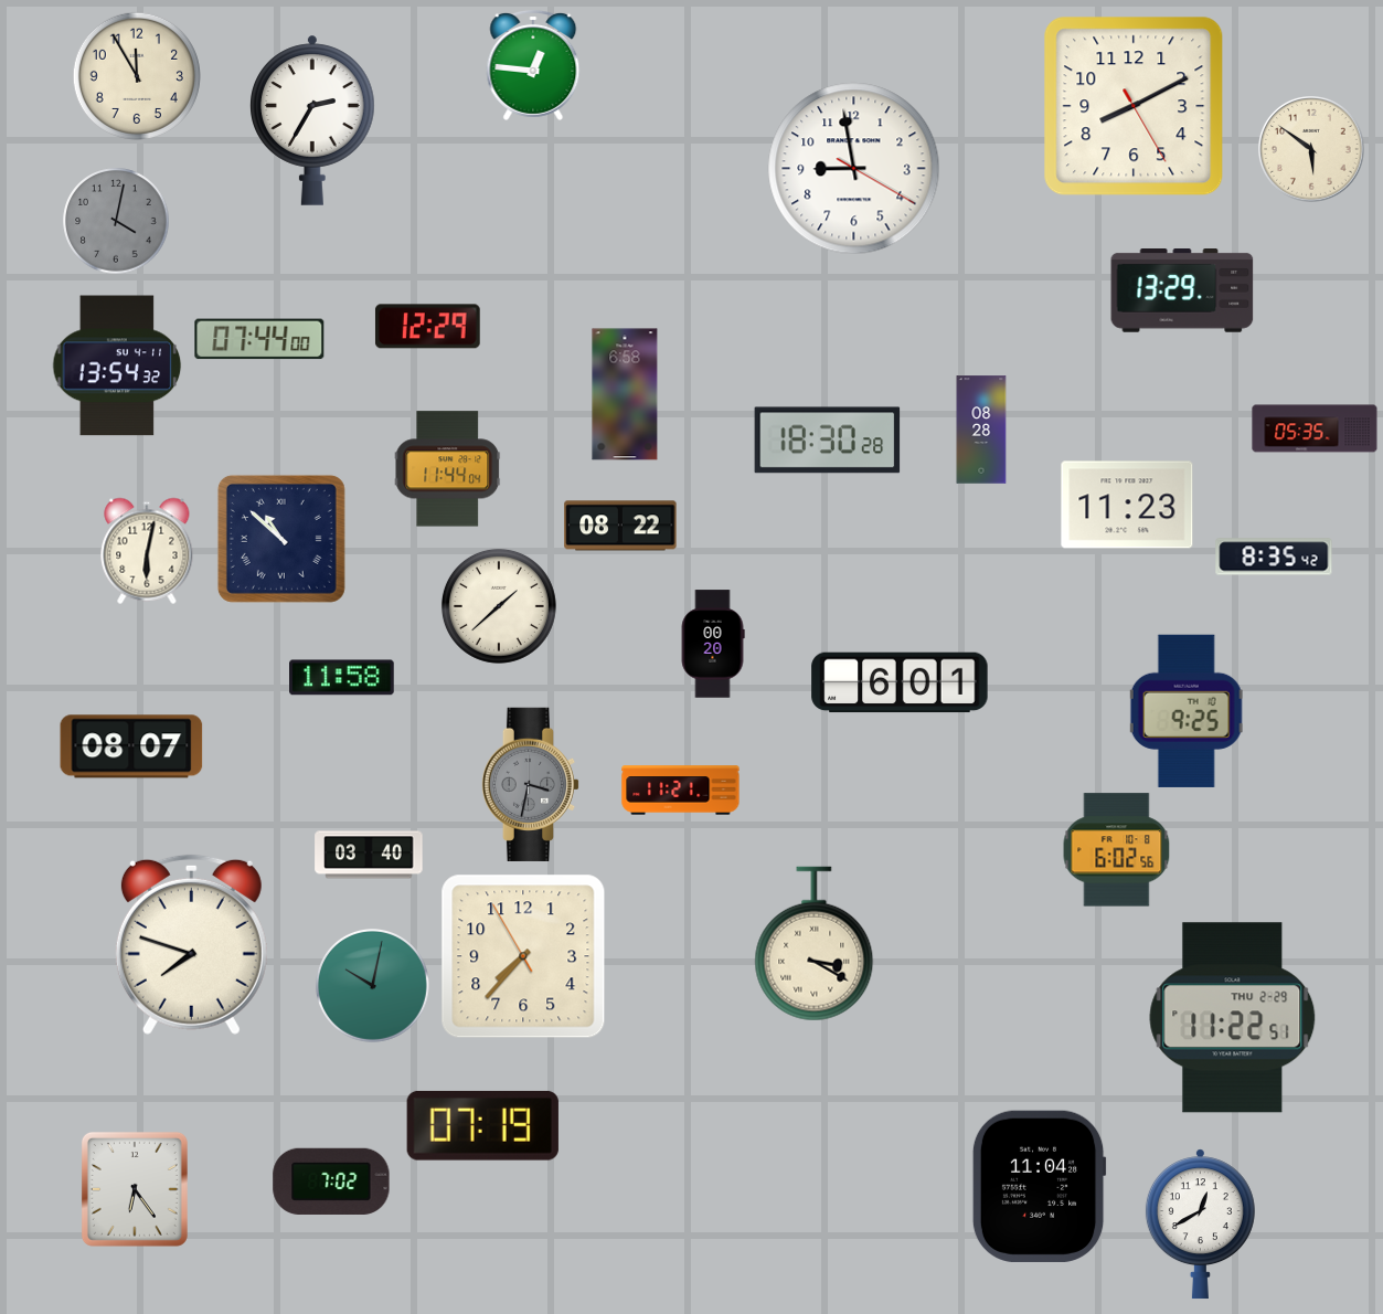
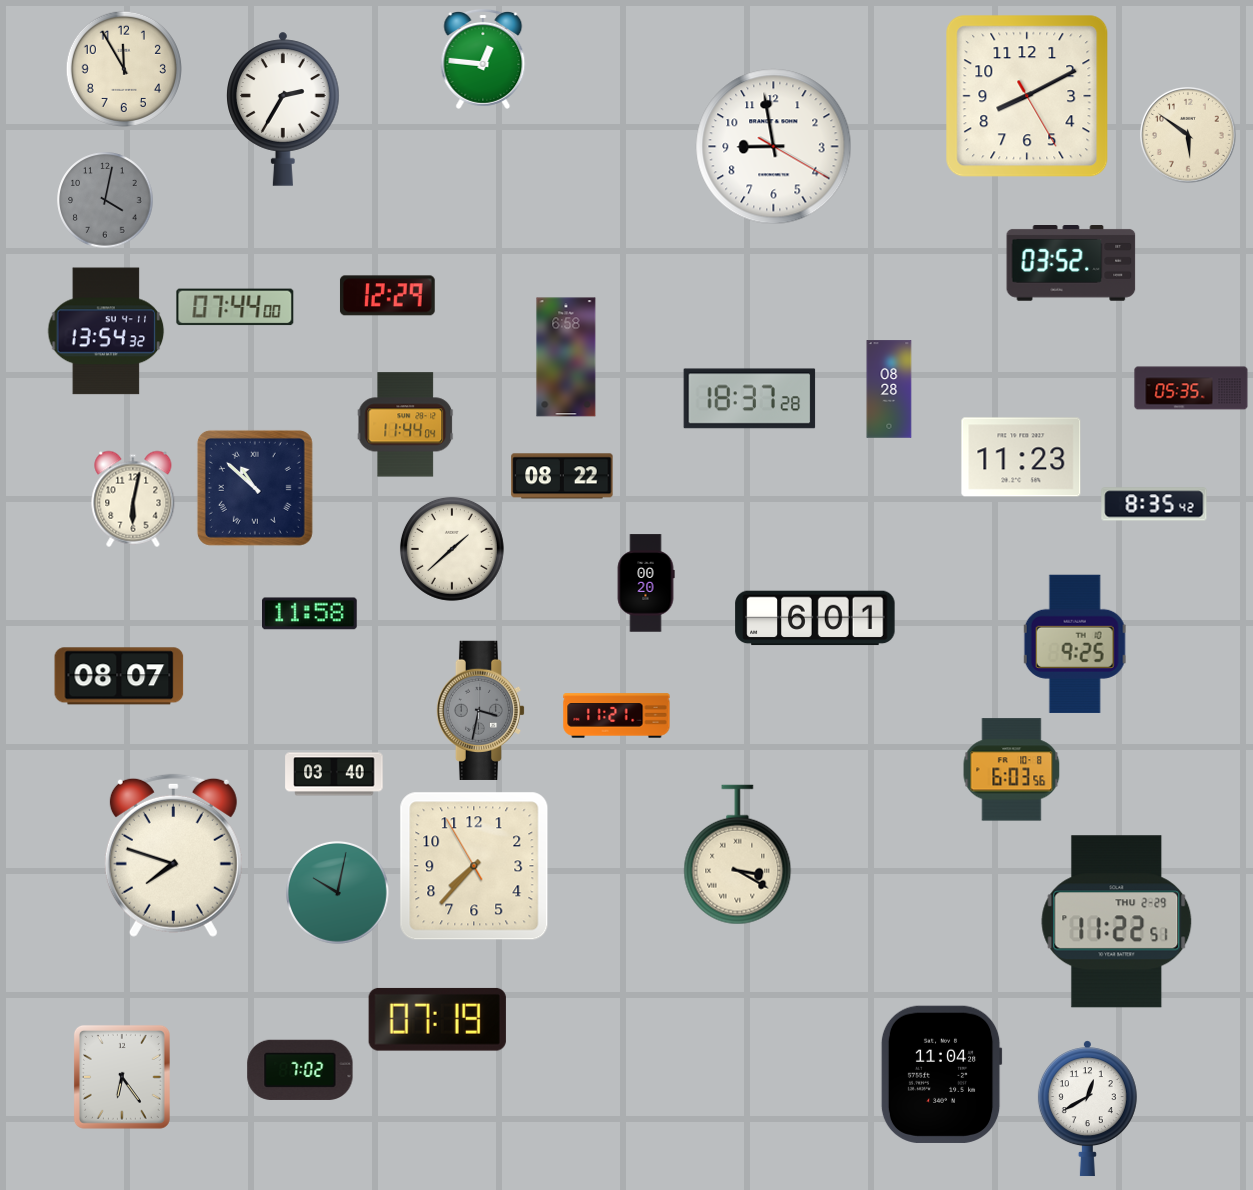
clock at (854, 169) position: (854, 169) -> (774, 147)
clock at (1182, 292): 13:29 -> 03:52
clock at (828, 441): 18:30 -> 18:37
clock at (1117, 850): 6:02 -> 6:03
